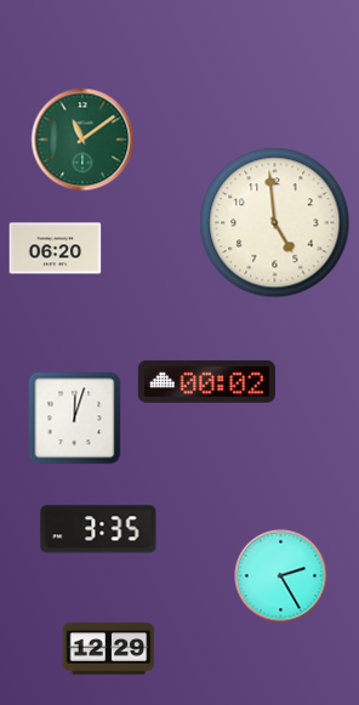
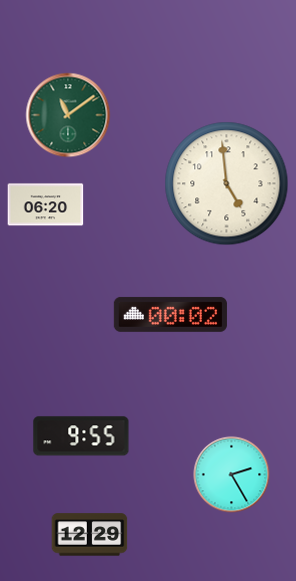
clock at (75, 419): 12:03 -> none
clock at (98, 529): 3:35 -> 9:55
